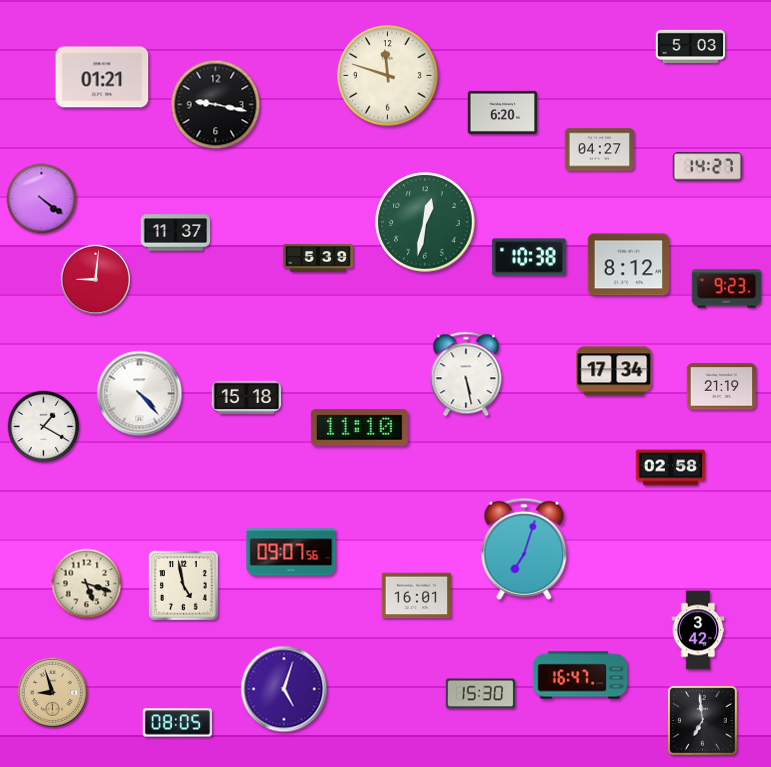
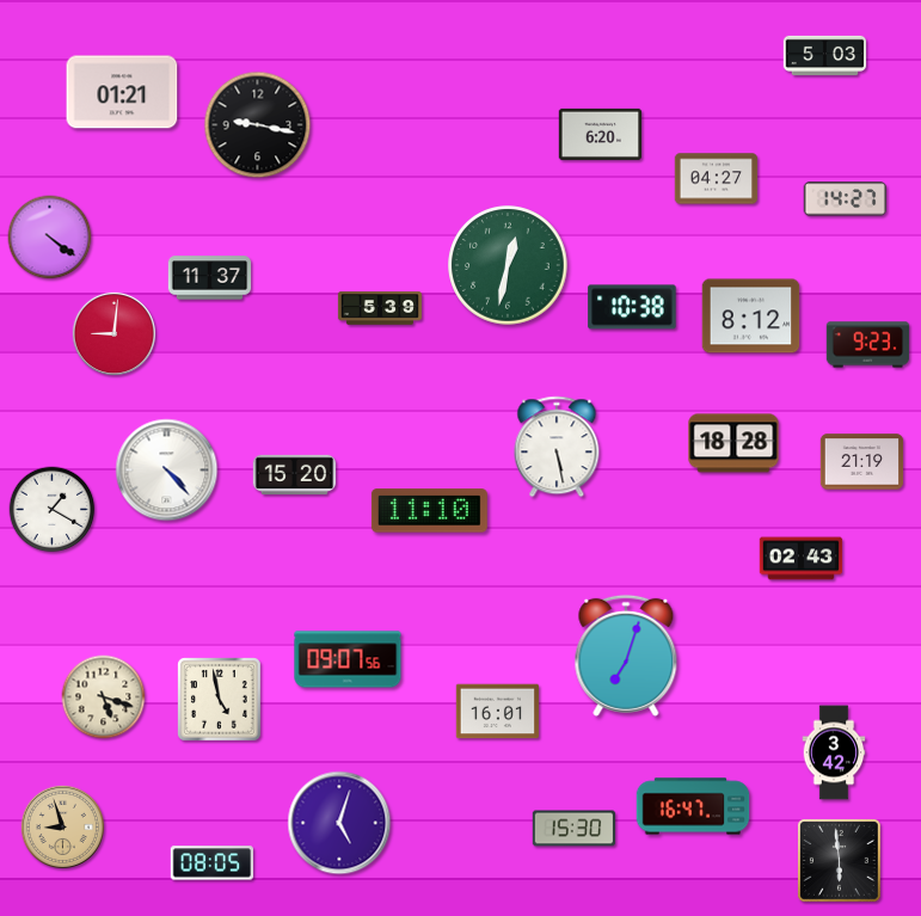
clock at (388, 76): 11:48 -> none
clock at (614, 371): 17:34 -> 18:28
clock at (247, 397): 15:18 -> 15:20
clock at (671, 468): 02:58 -> 02:43
clock at (703, 721): 6:59 -> 5:59
